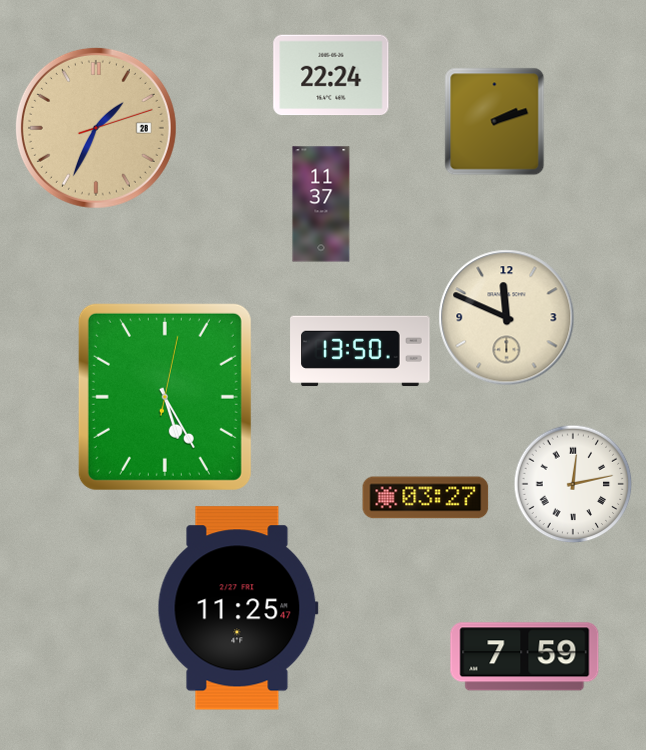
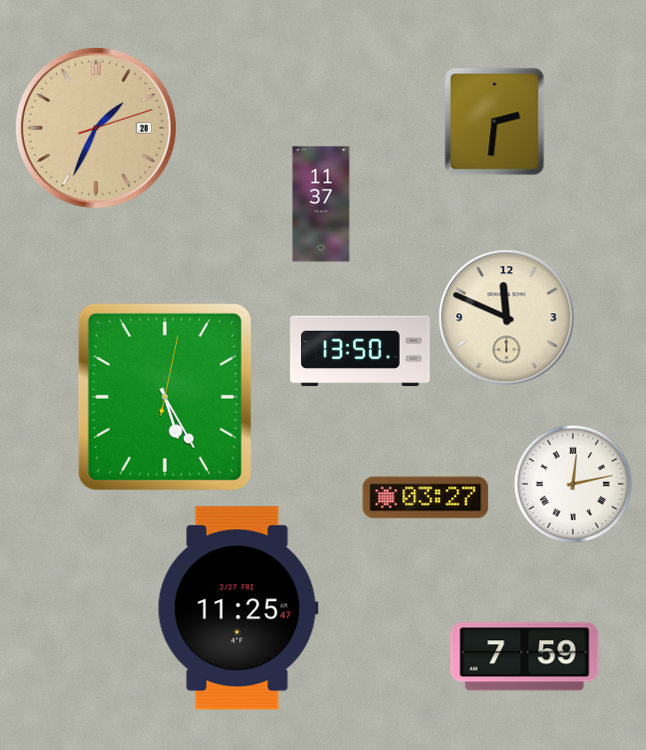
clock at (331, 75): 22:24 -> none
clock at (495, 122): 2:12 -> 2:31
